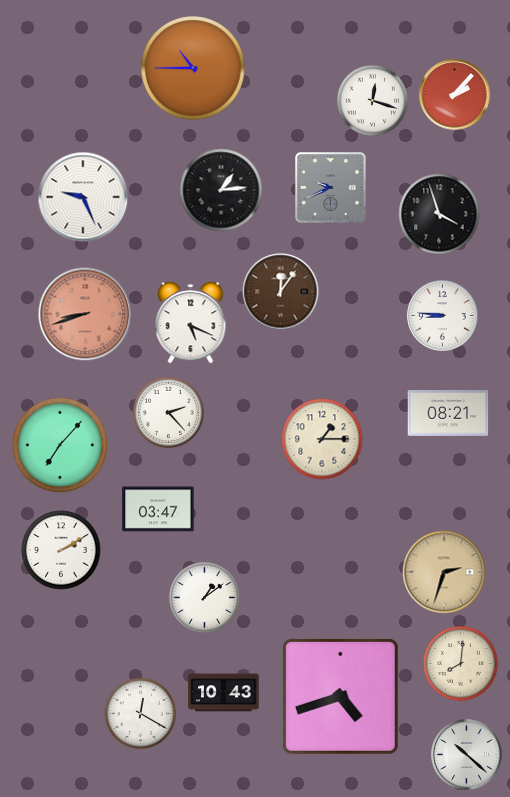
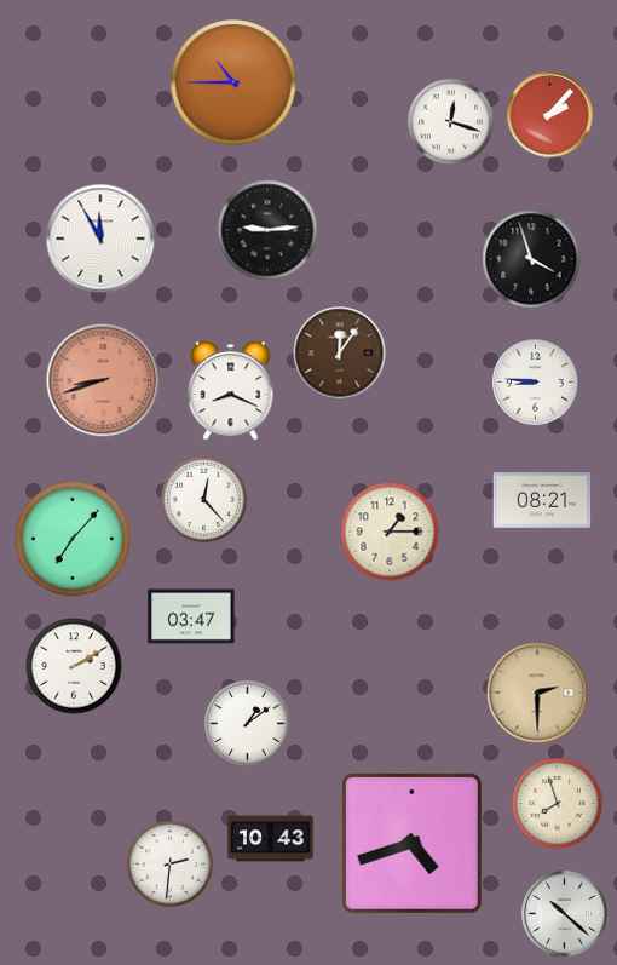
clock at (331, 188): 9:41 -> none
clock at (221, 190): 1:14 -> 9:14
clock at (83, 197): 9:26 -> 11:55
clock at (191, 323): 5:19 -> 8:19
clock at (168, 412): 2:23 -> 12:23
clock at (444, 572): 2:33 -> 2:30
clock at (461, 664): 8:01 -> 7:57
clock at (140, 713): 12:20 -> 2:31
